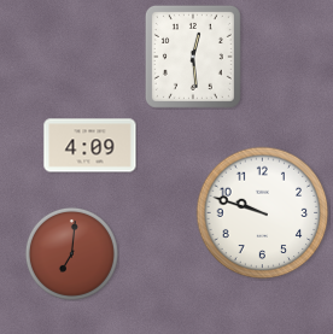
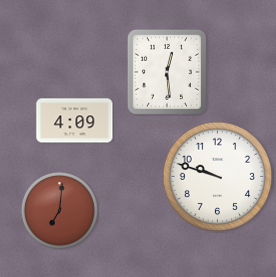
clock at (193, 57) position: (193, 57) -> (167, 72)
